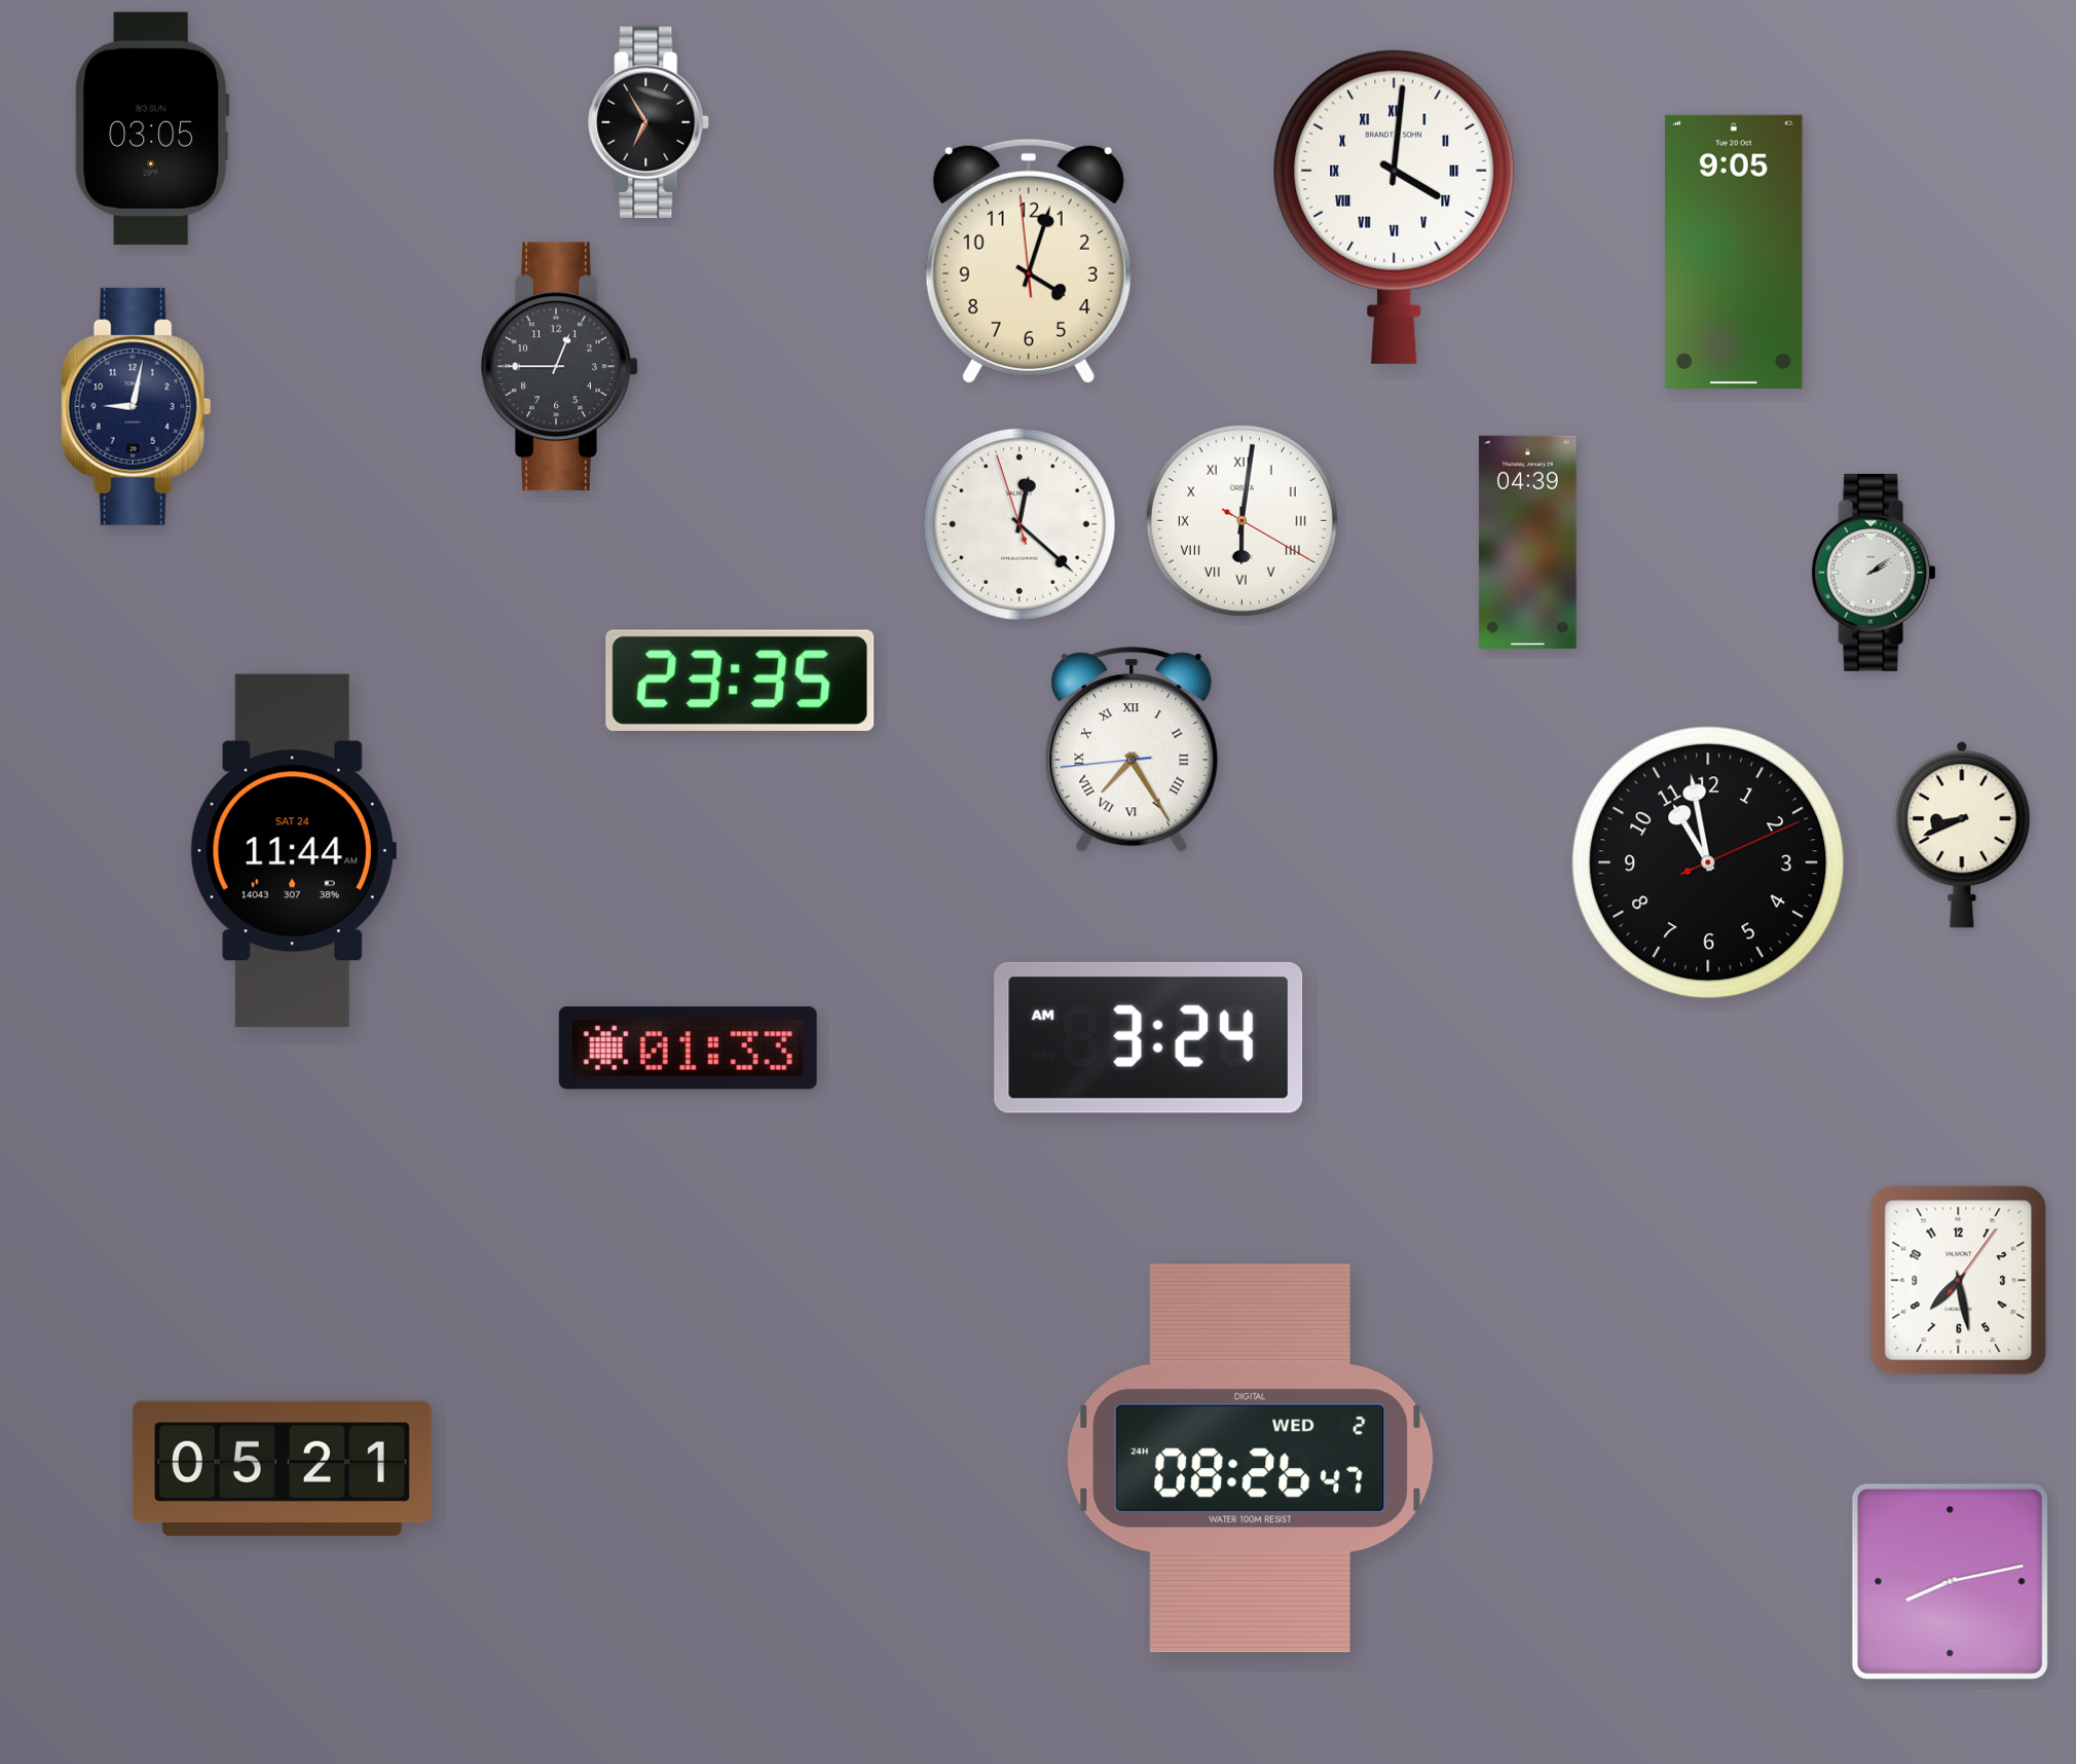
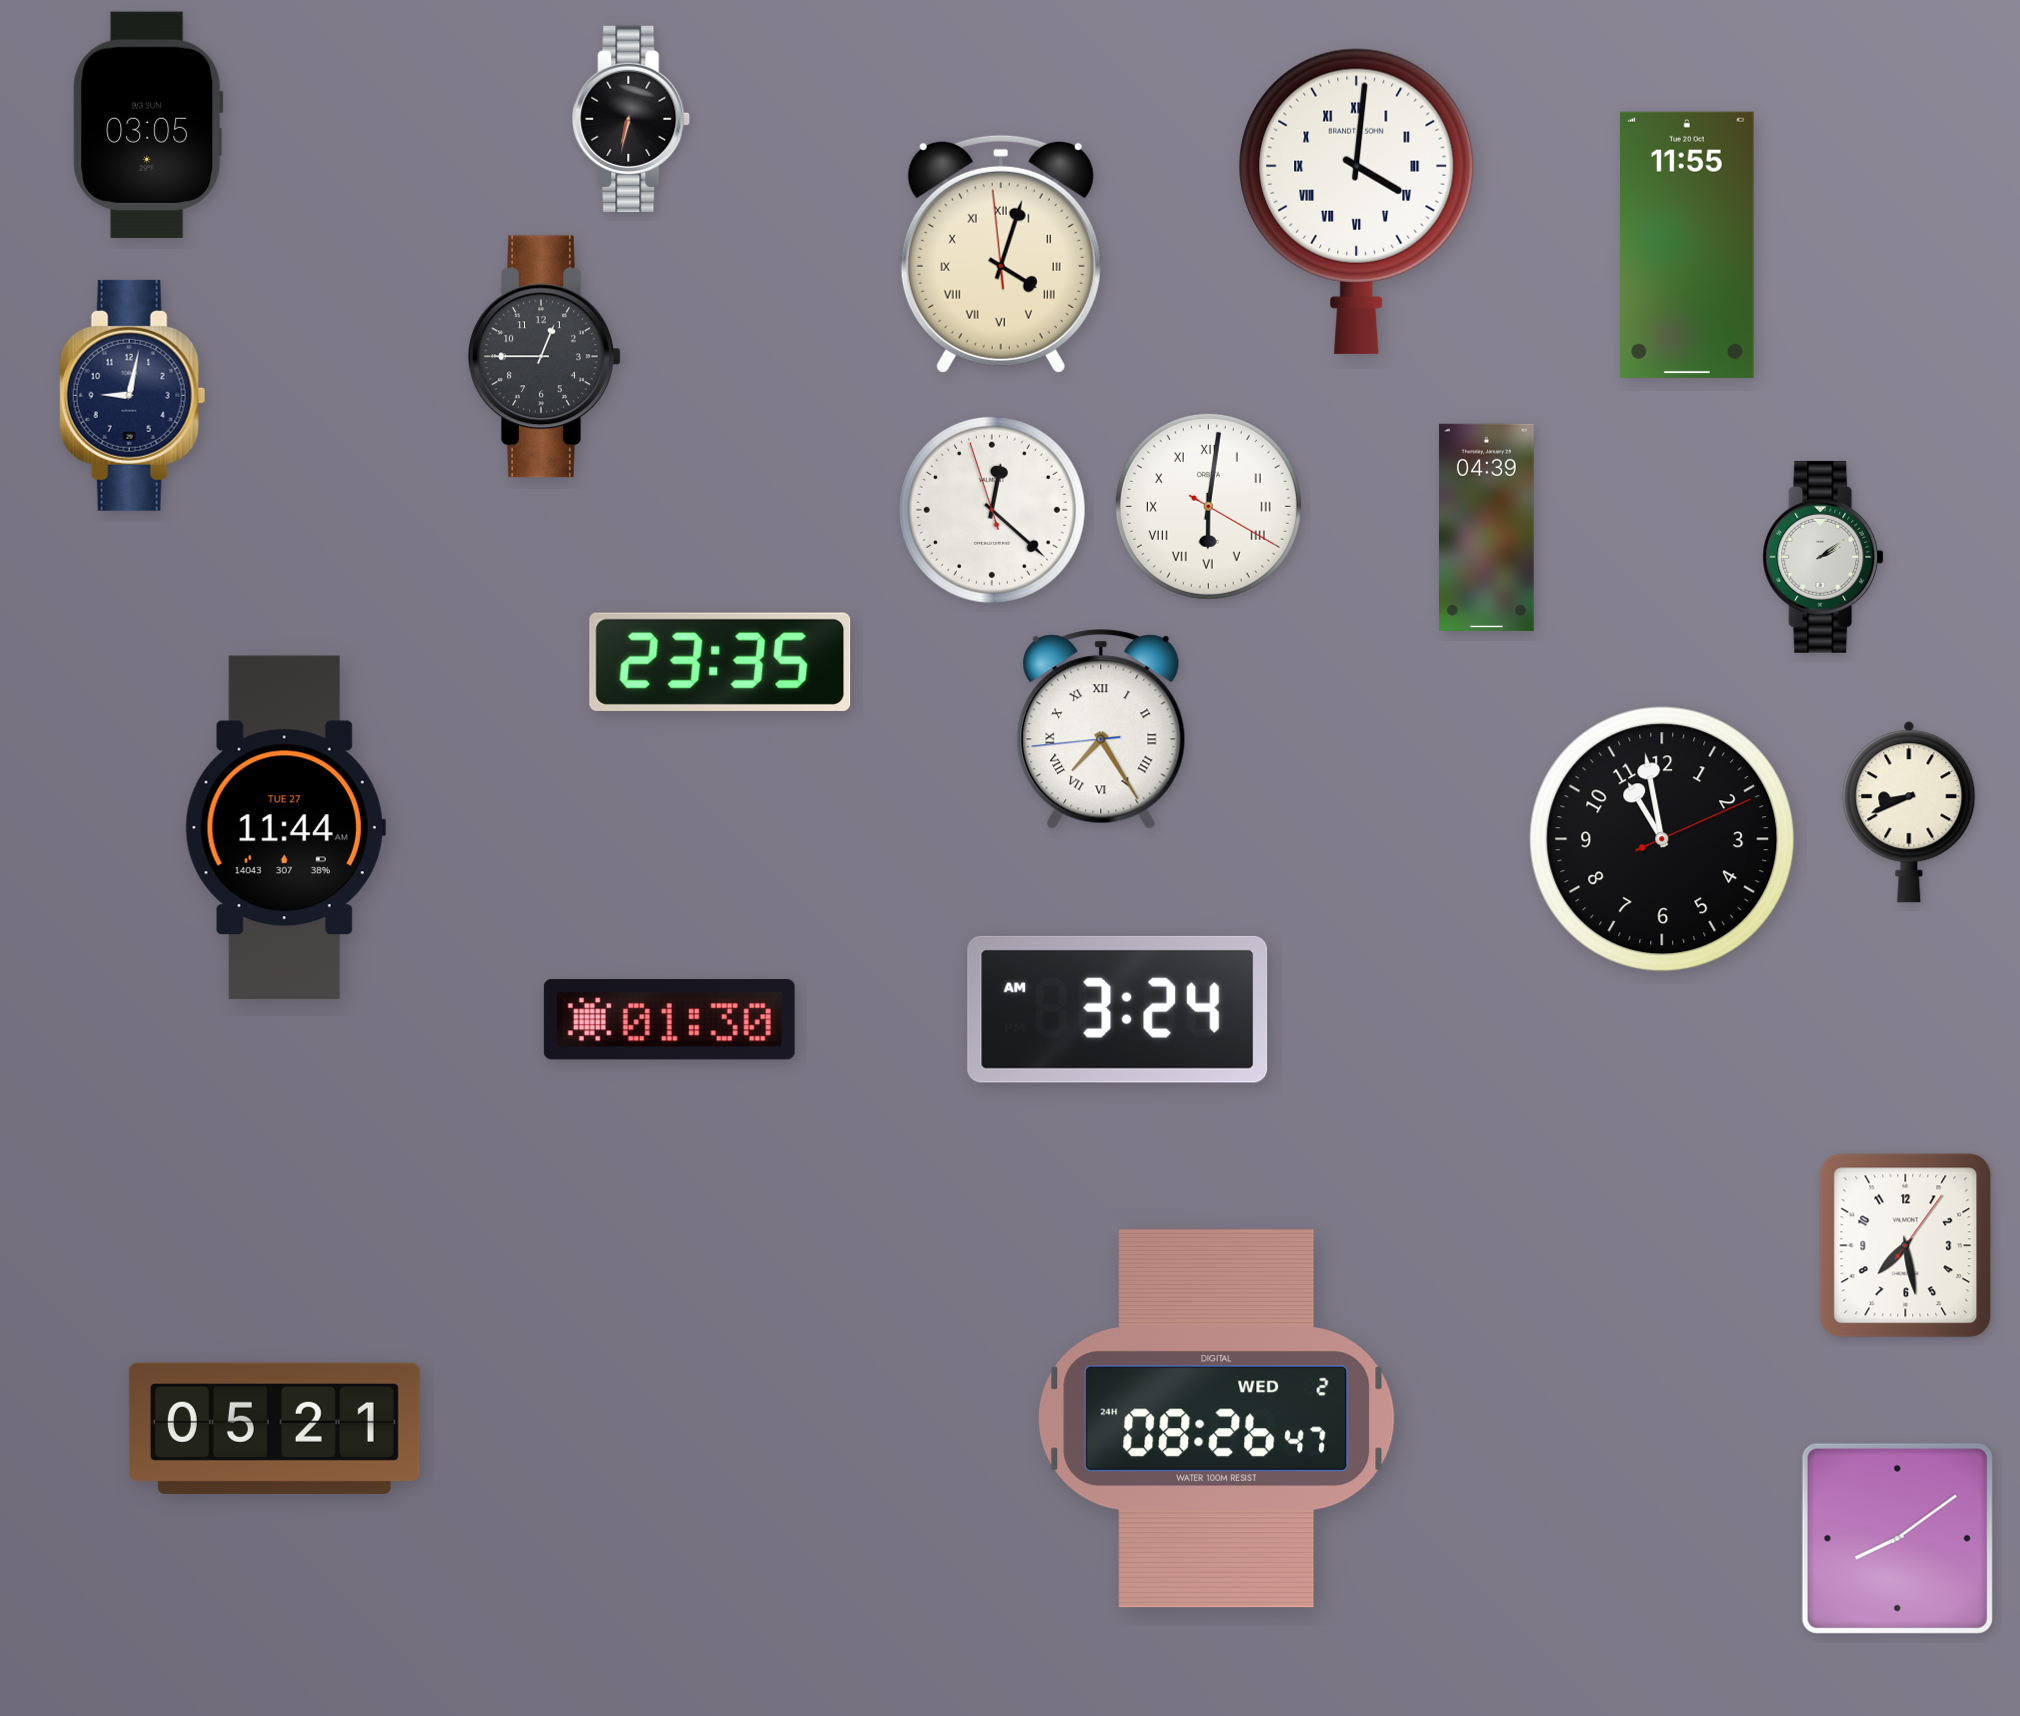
clock at (650, 122): 6:55 -> 6:32
clock at (1735, 252): 9:05 -> 11:55
clock at (1029, 261) numerals: Arabic -> Roman
clock at (293, 851) date: SAT 24 -> TUE 27
clock at (688, 1049): 01:33 -> 01:30
clock at (1950, 1581): 8:13 -> 8:09
